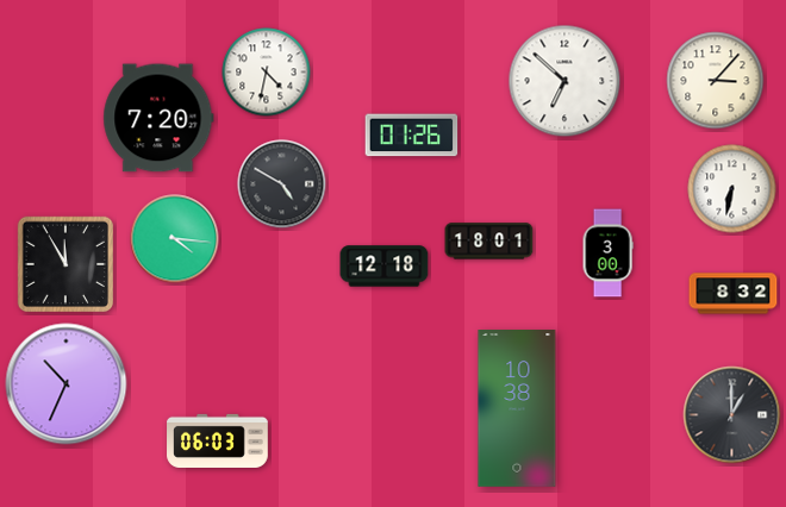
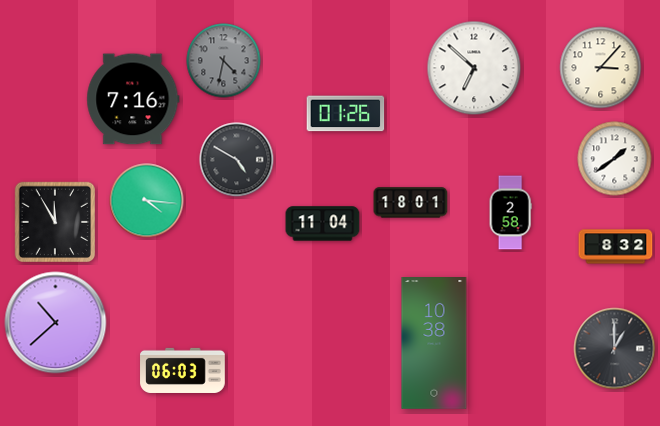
clock at (267, 73) dial: white -> grey
clock at (158, 118): 7:20 -> 7:16
clock at (282, 184) position: (282, 184) -> (237, 160)
clock at (732, 189): 6:32 -> 1:39
clock at (607, 253): 3:00 -> 2:58
clock at (385, 267): 12:18 -> 11:04
clock at (67, 384): 10:34 -> 10:38
